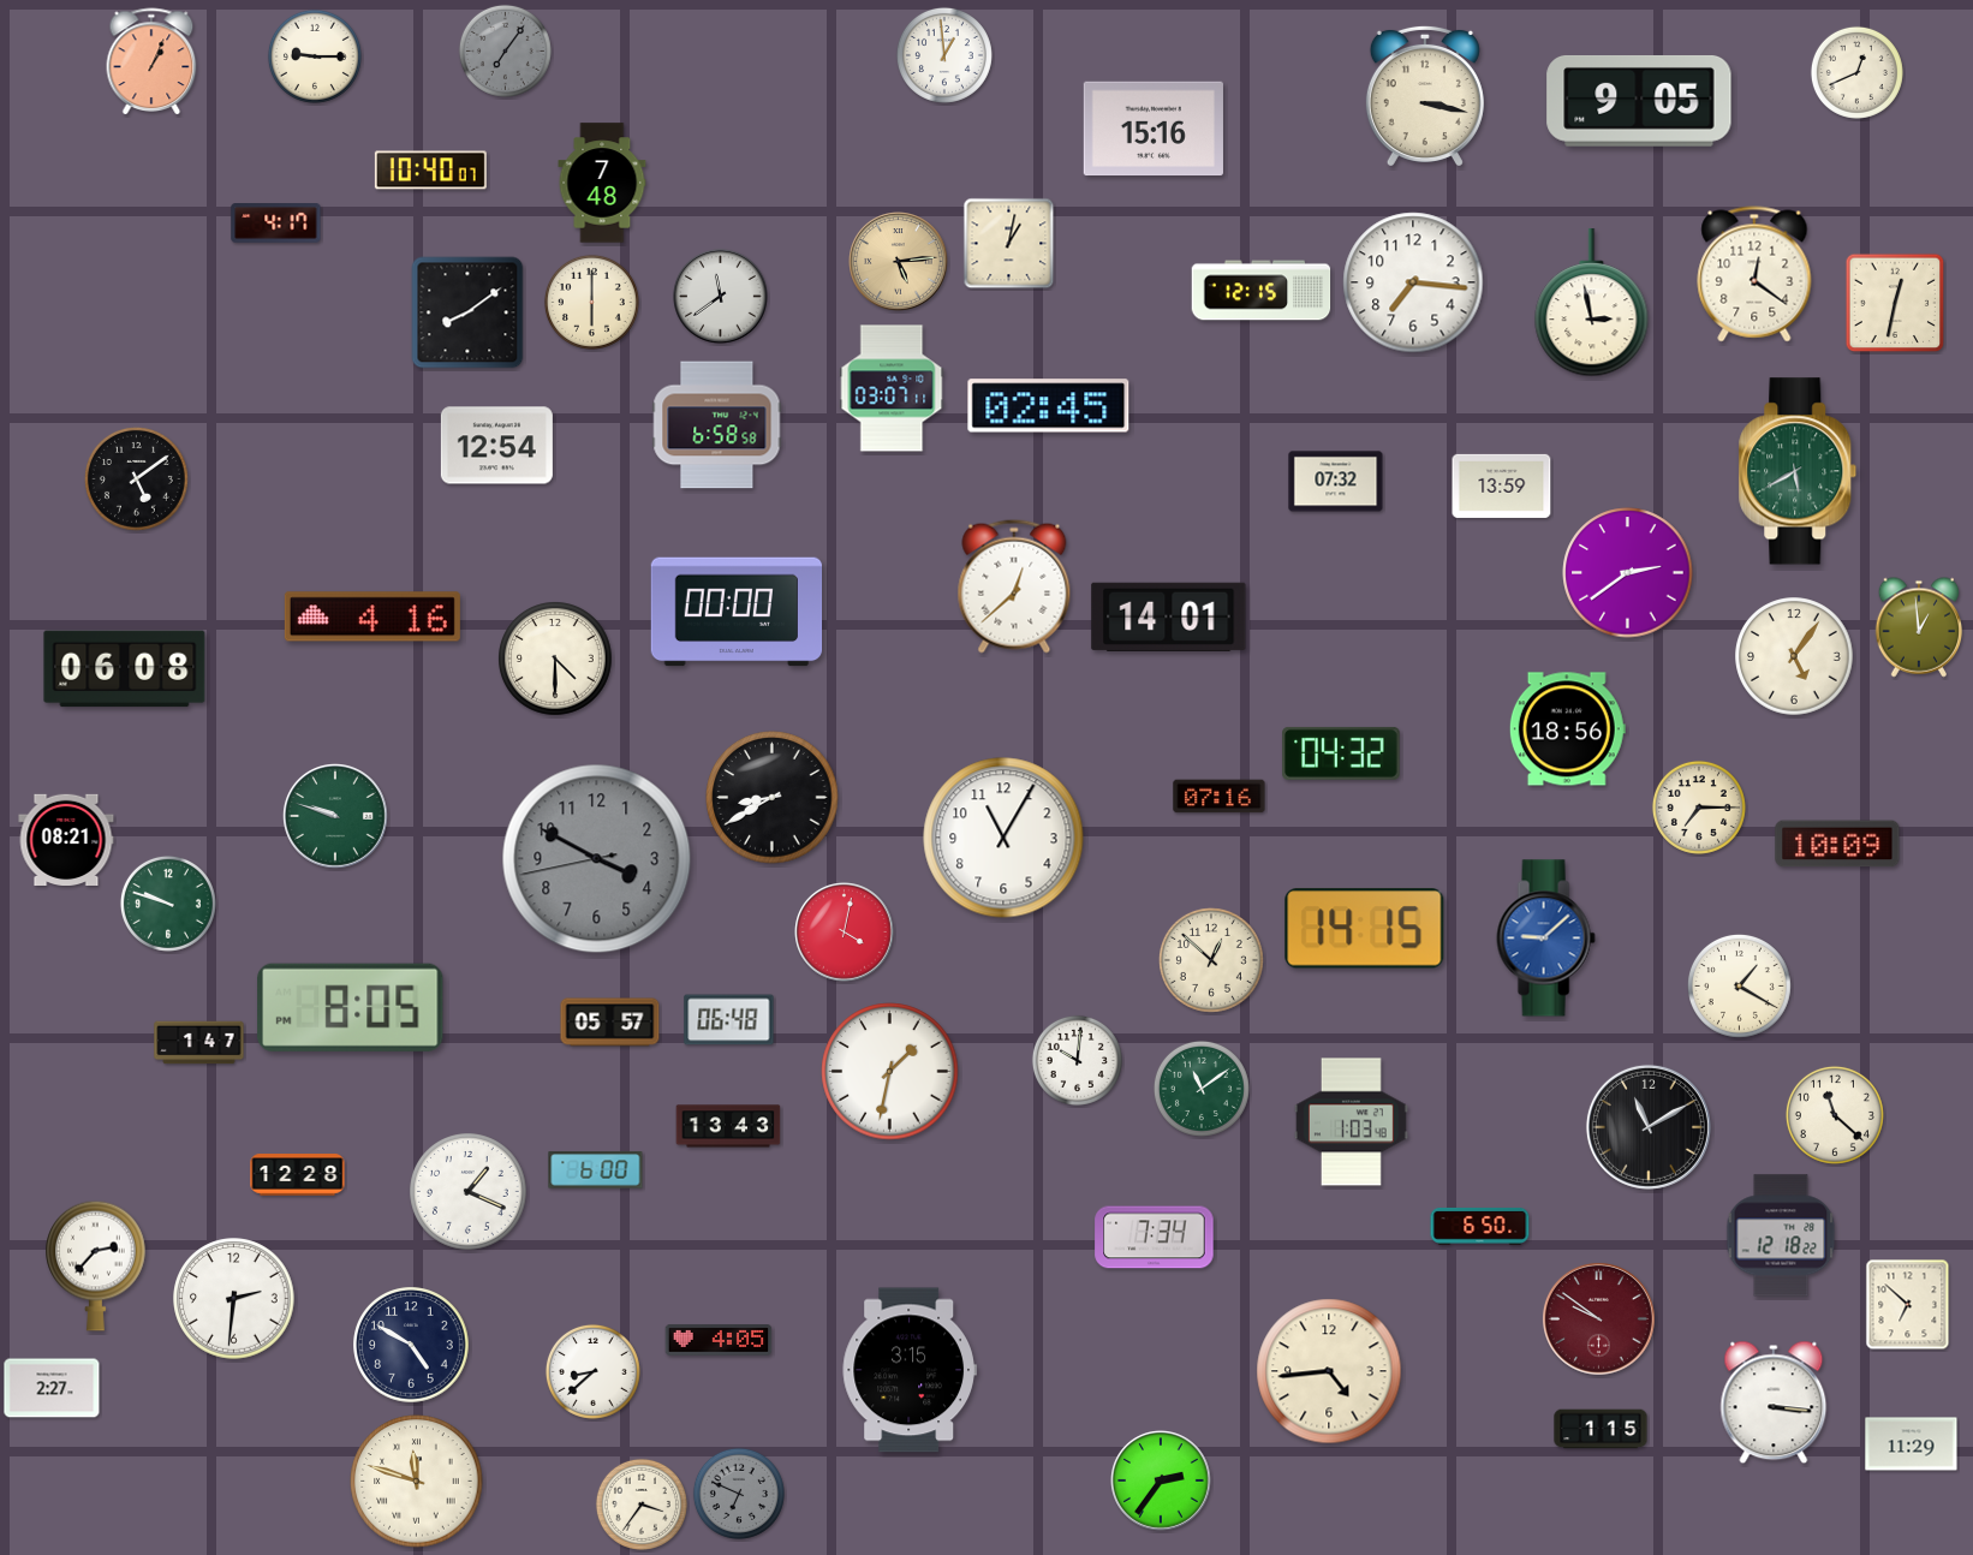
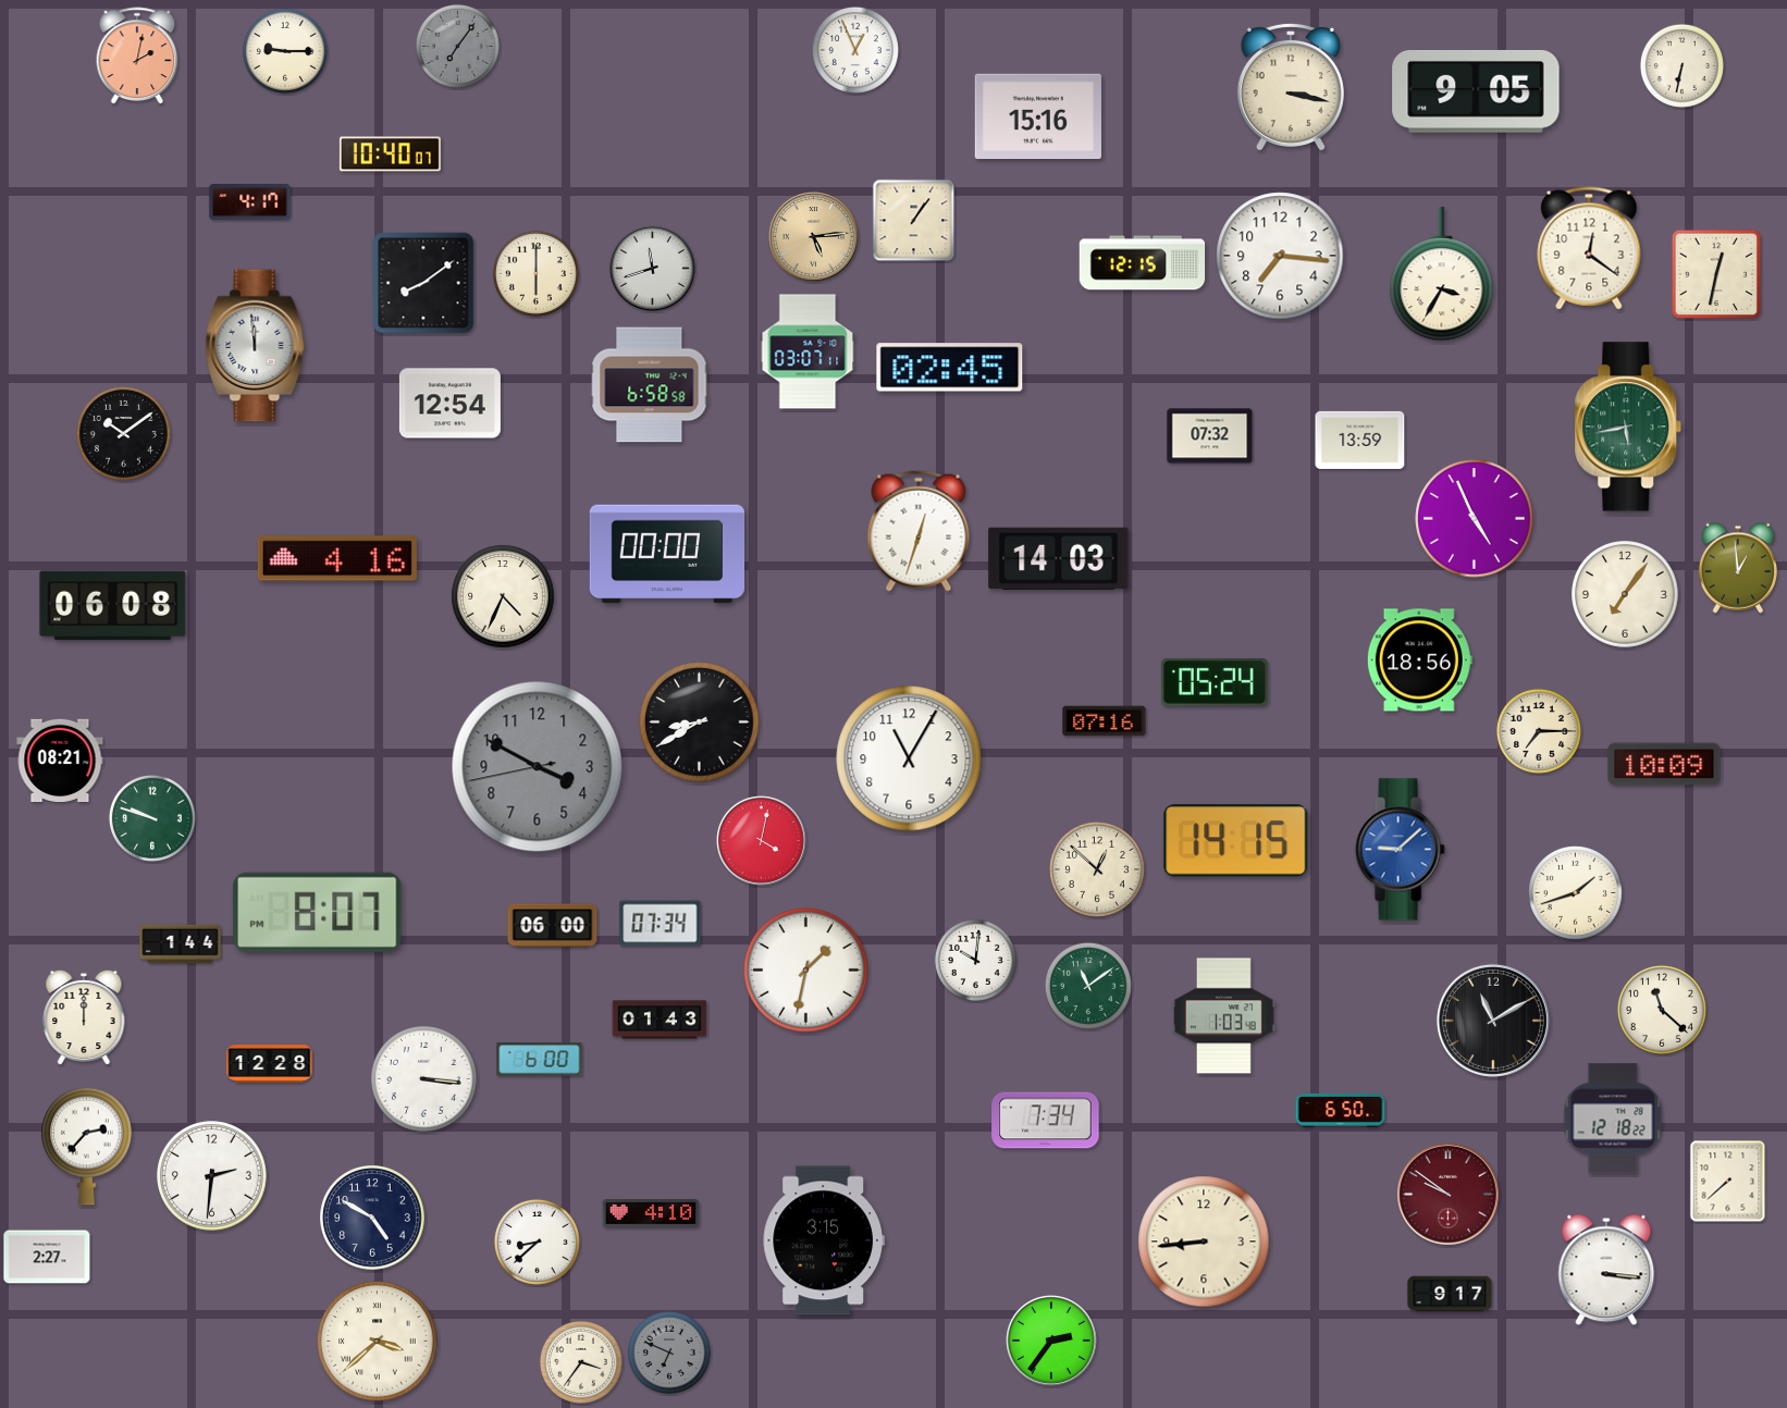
clock at (944, 55): 12:59 -> 12:56
clock at (151, 61): 1:04 -> 2:02
clock at (1856, 72): 12:41 -> 6:32
clock at (1639, 101) position: (1639, 101) -> (1476, 91)
clock at (1154, 129) position: (1154, 129) -> (1038, 116)
clock at (602, 183): 7:48 -> none
clock at (1009, 244): 1:02 -> 1:06
clock at (721, 297): 11:39 -> 11:42
clock at (1592, 304): 2:58 -> 3:35
clock at (256, 346): none -> 11:59
clock at (1798, 471): 5:40 -> 5:43
clock at (136, 478): 5:09 -> 10:09
clock at (1628, 573): 2:39 -> 4:56
clock at (1014, 586): 12:38 -> 12:33
clock at (1169, 616): 14:01 -> 14:03
clock at (1794, 656): 5:06 -> 7:06
clock at (556, 660): 4:30 -> 4:34
clock at (1341, 753): 04:32 -> 05:24
clock at (336, 817): 9:48 -> none
clock at (597, 859) position: (597, 859) -> (538, 767)
clock at (845, 933) position: (845, 933) -> (762, 841)
clock at (1739, 985): 1:20 -> 1:42
clock at (351, 1007): 8:05 -> 8:07
clock at (729, 1020): 06:48 -> 07:34
clock at (610, 1023): 05:57 -> 06:00
clock at (199, 1043): 1:47 -> 1:44
clock at (84, 1017): none -> 12:00
clock at (728, 1126): 13:43 -> 01:43
clock at (469, 1192): 1:19 -> 3:16
clock at (1908, 1305): 6:52 -> 7:38
clock at (719, 1341): 4:05 -> 4:10
clock at (1329, 1371): 4:44 -> 8:44
clock at (1601, 1429): 1:15 -> 9:17
clock at (1912, 1444): 11:29 -> none
clock at (417, 1482): 11:48 -> 3:38
